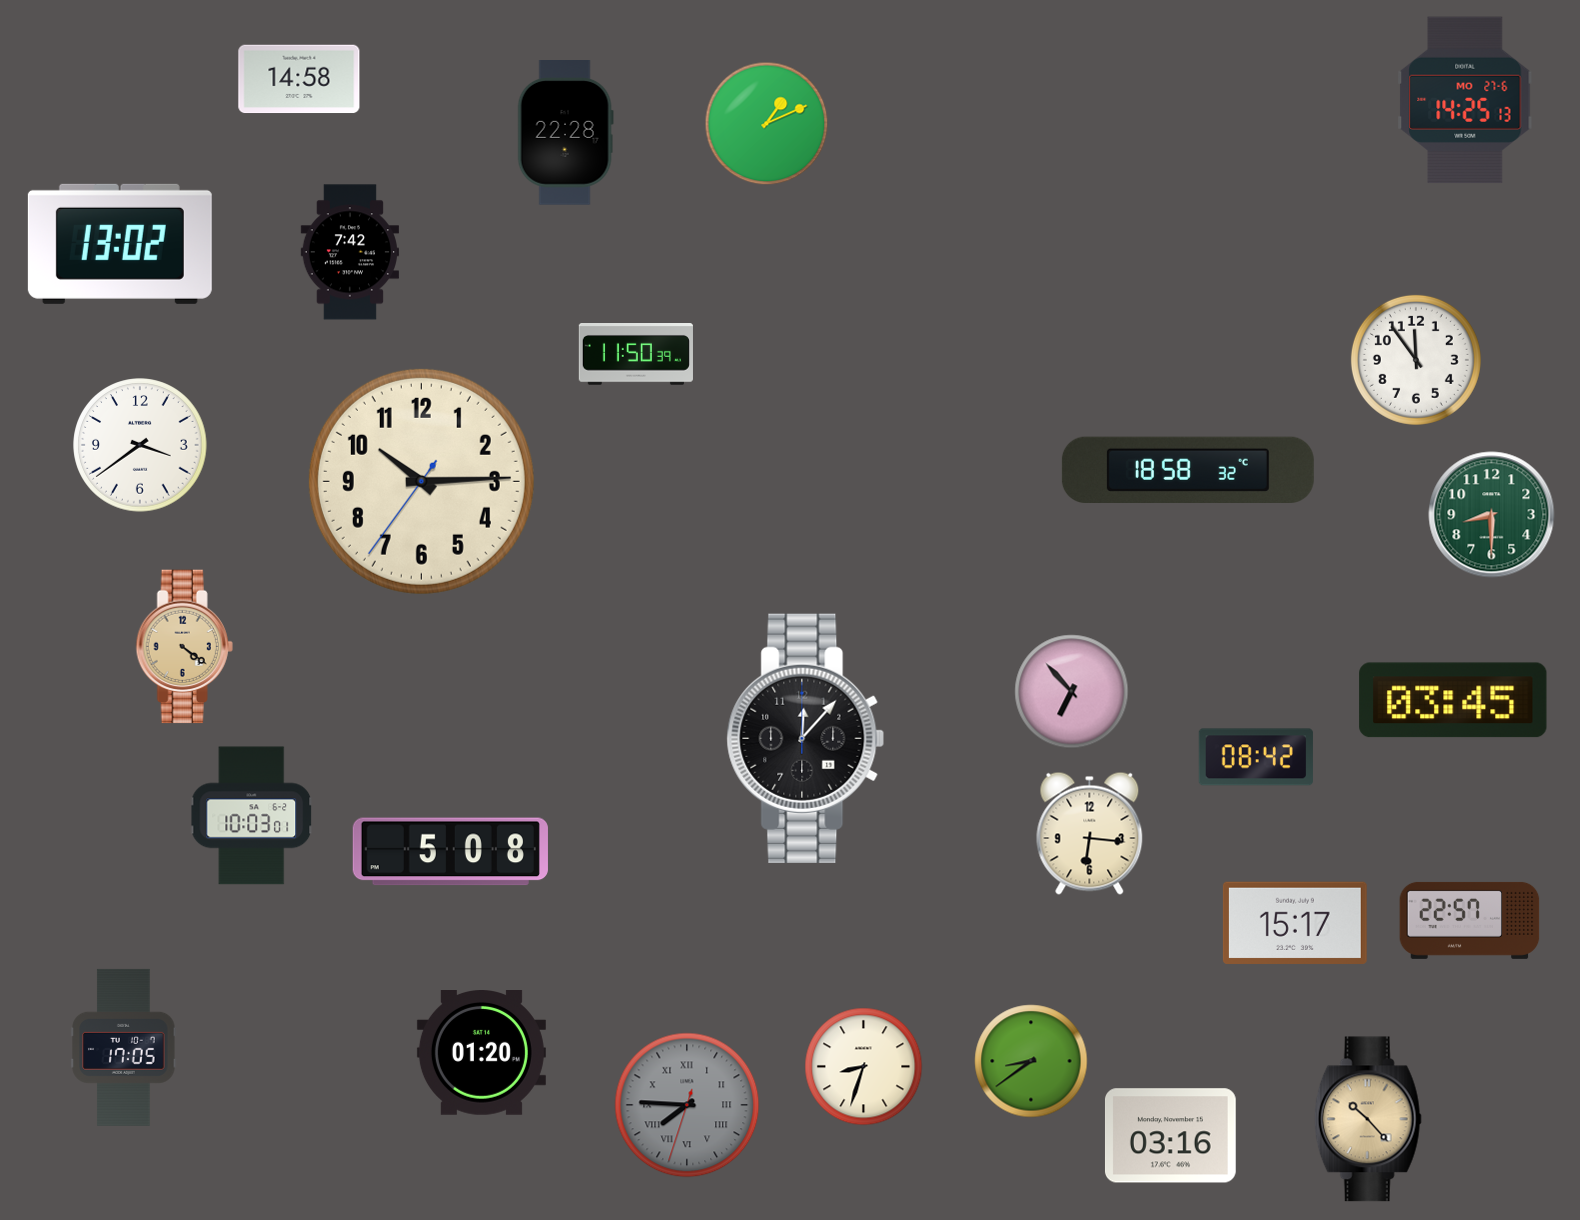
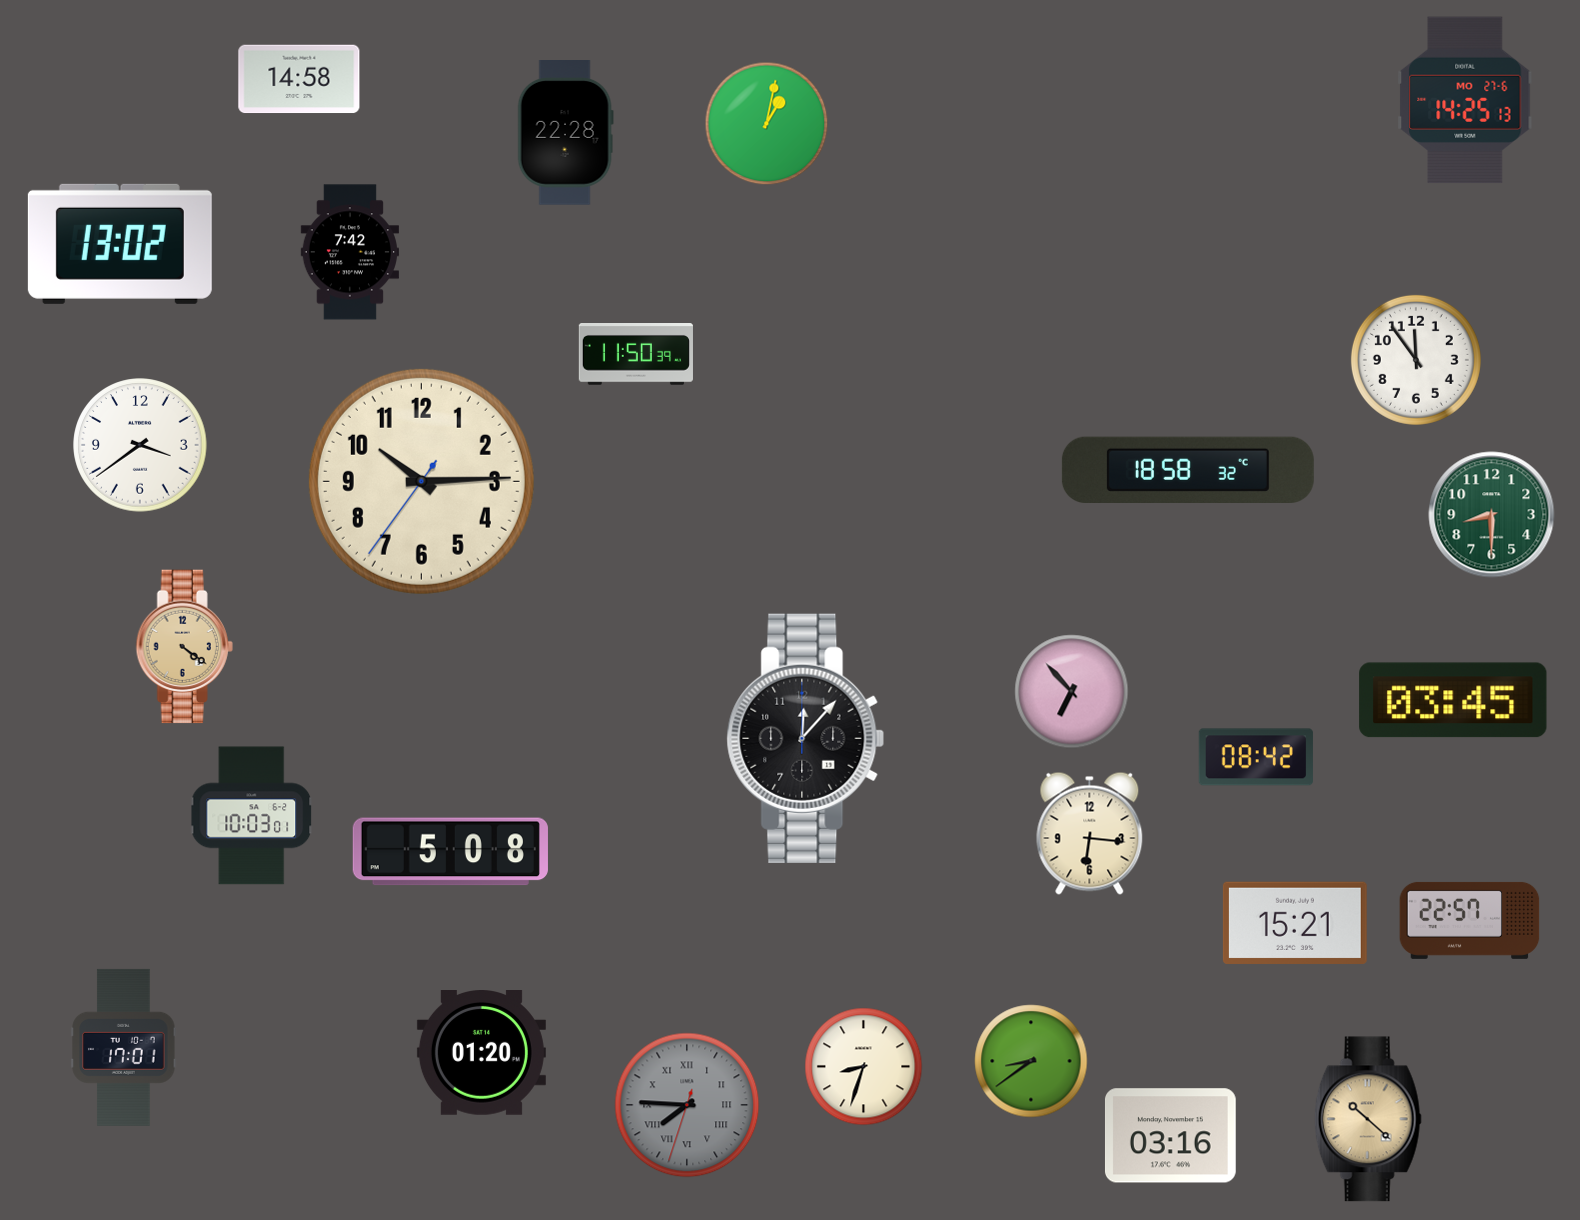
clock at (767, 124): 1:11 -> 1:02
clock at (1295, 923): 15:17 -> 15:21
clock at (124, 1047): 17:05 -> 17:01
clock at (1368, 1119): 10:23 -> 10:22
